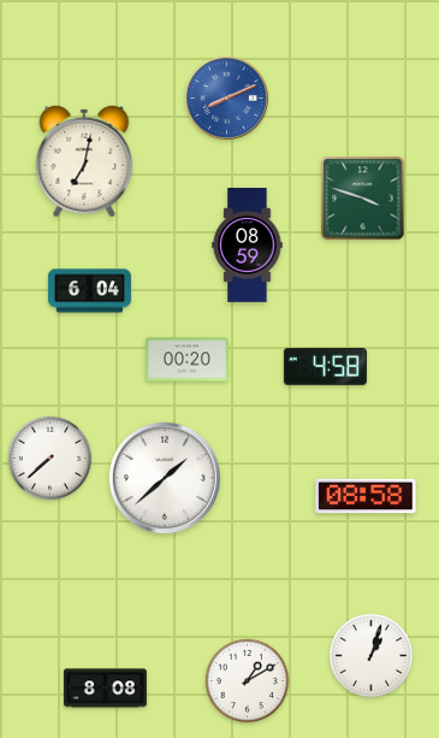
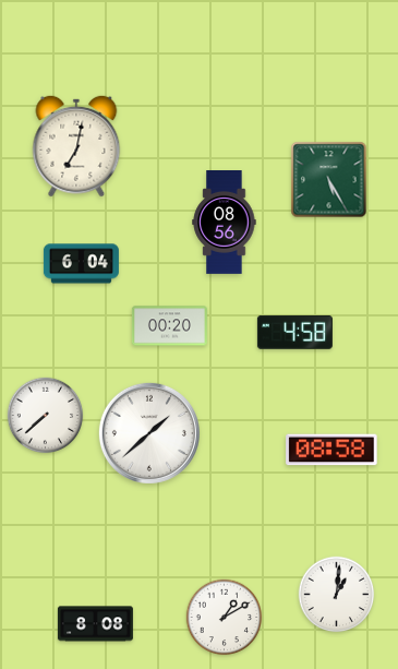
clock at (227, 99): 8:11 -> none
clock at (363, 199): 3:48 -> 5:25
clock at (248, 246): 08:59 -> 08:56
clock at (372, 656): 1:03 -> 1:01
